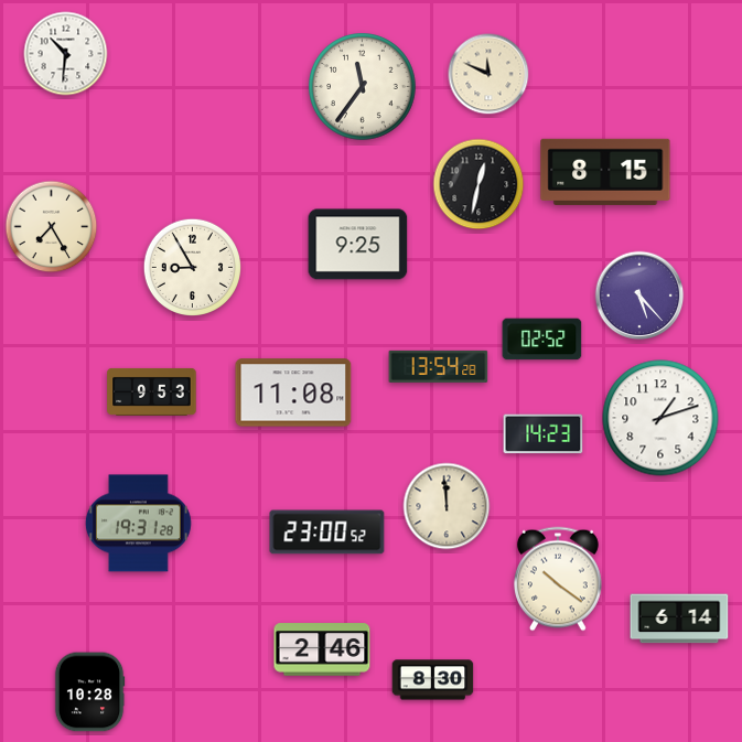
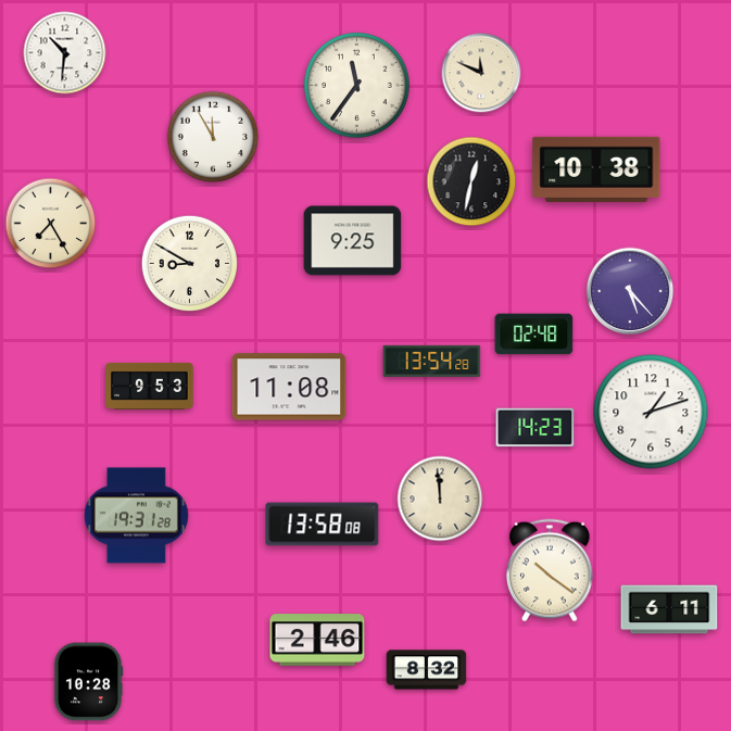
clock at (213, 137): none -> 11:55
clock at (605, 172): 8:15 -> 10:38
clock at (192, 267): 8:55 -> 8:50
clock at (542, 340): 02:52 -> 02:48
clock at (327, 533): 23:00 -> 13:58
clock at (679, 619): 6:14 -> 6:11
clock at (433, 680): 8:30 -> 8:32
